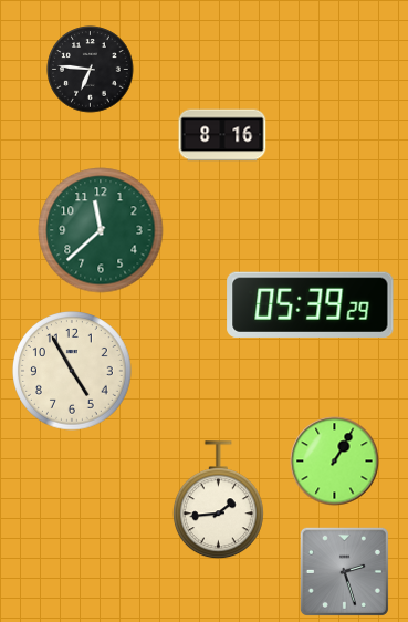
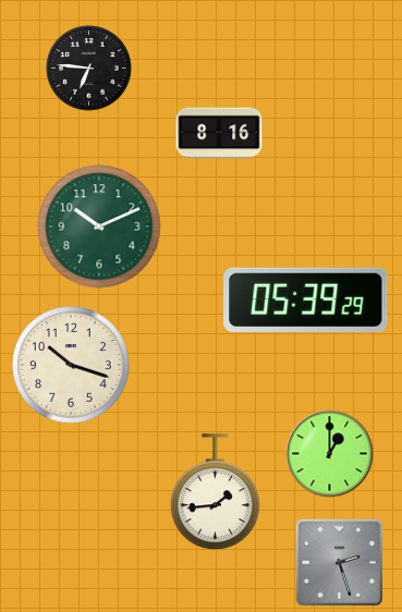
clock at (101, 230): 11:38 -> 10:11
clock at (72, 371): 4:55 -> 10:18
clock at (335, 462): 1:05 -> 1:00
